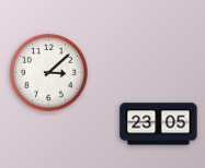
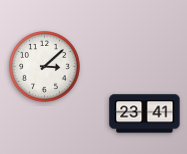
clock at (159, 124): 23:05 -> 23:41
